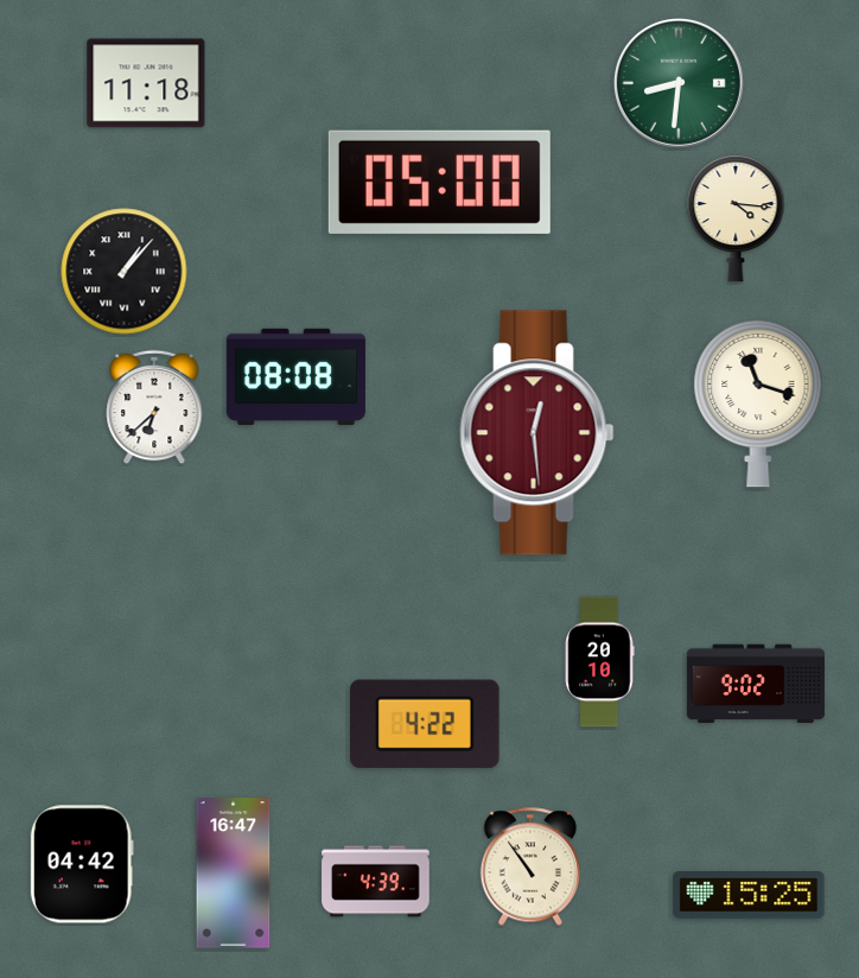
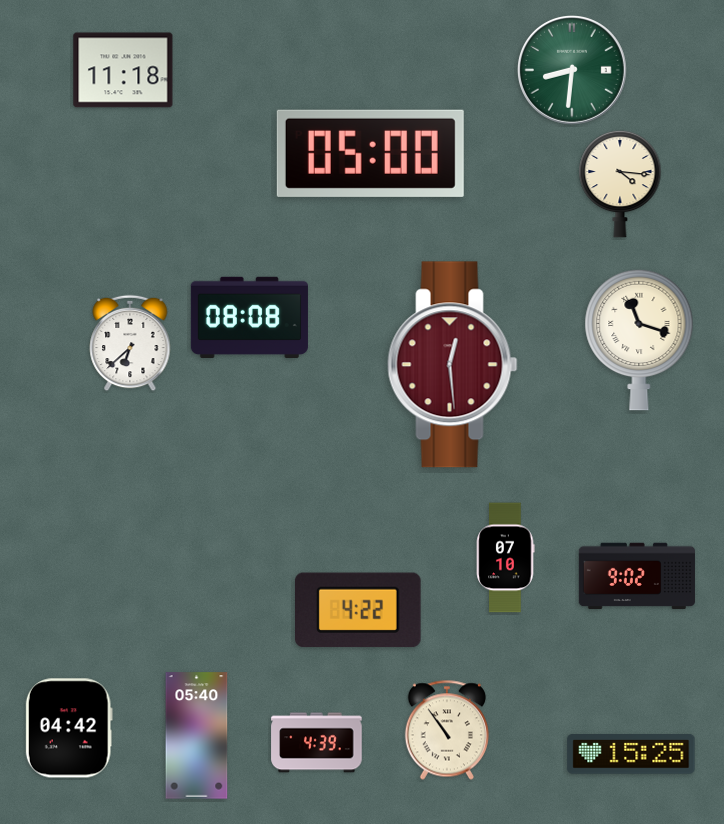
clock at (125, 272): 1:07 -> none
clock at (599, 662): 20:10 -> 07:10
clock at (234, 874): 16:47 -> 05:40
